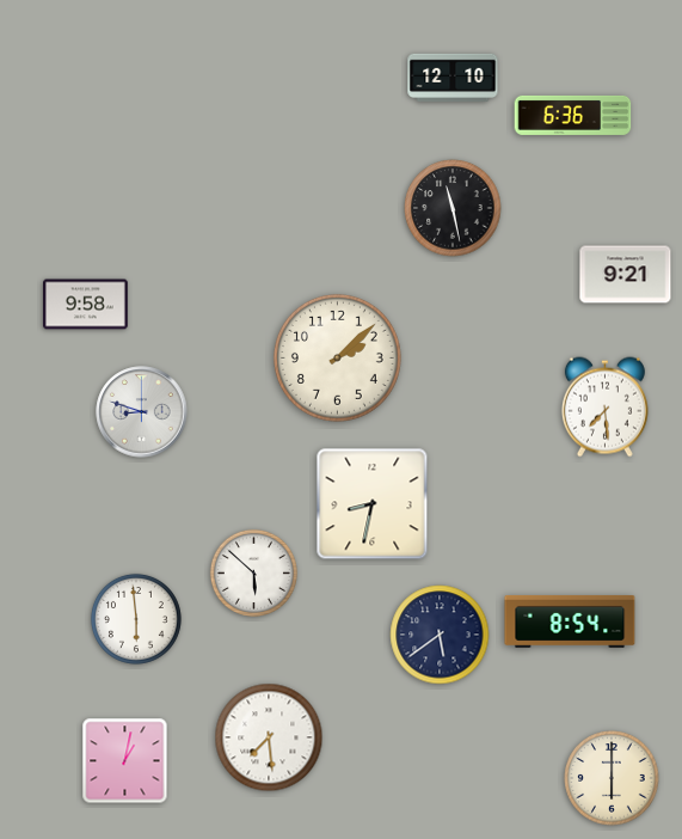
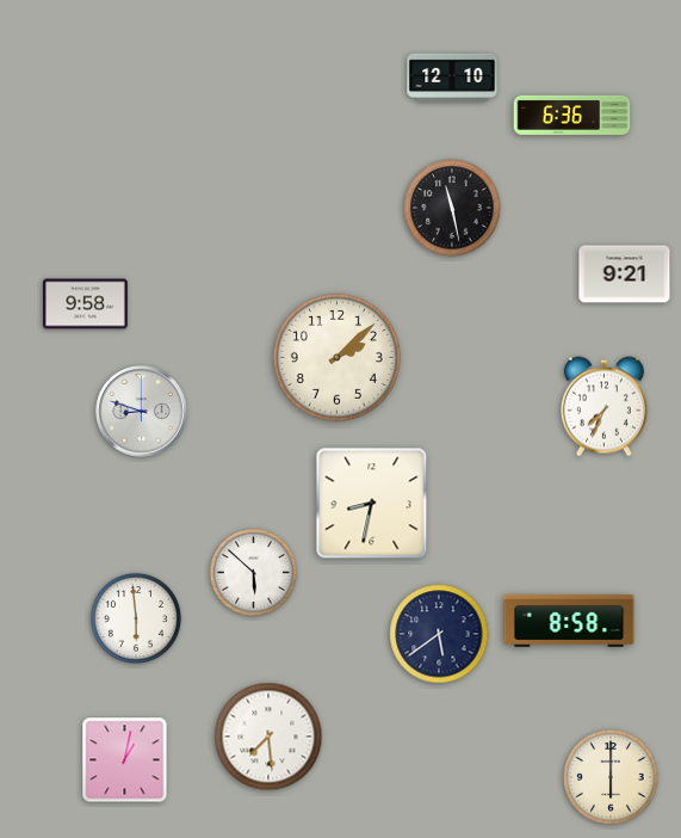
clock at (604, 408): 7:29 -> 7:34
clock at (570, 621): 8:54 -> 8:58
